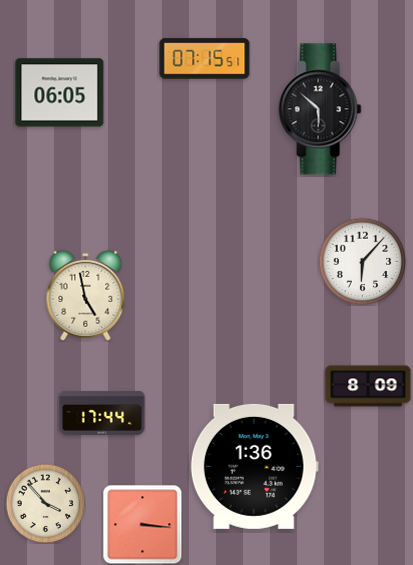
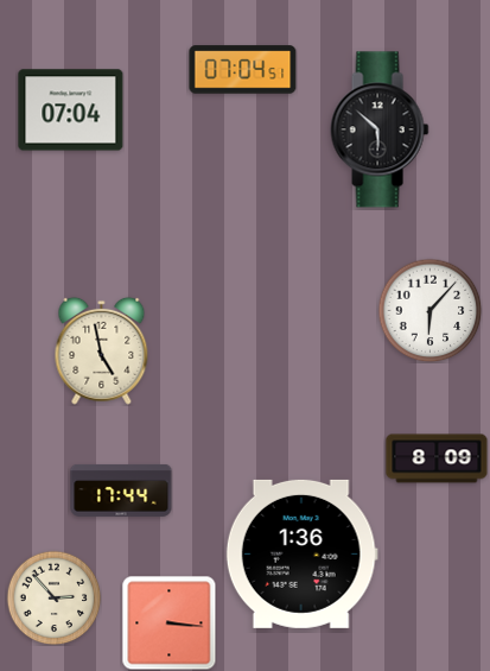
clock at (205, 59): 07:15 -> 07:04
clock at (60, 93): 06:05 -> 07:04
clock at (45, 503): 3:53 -> 2:53
